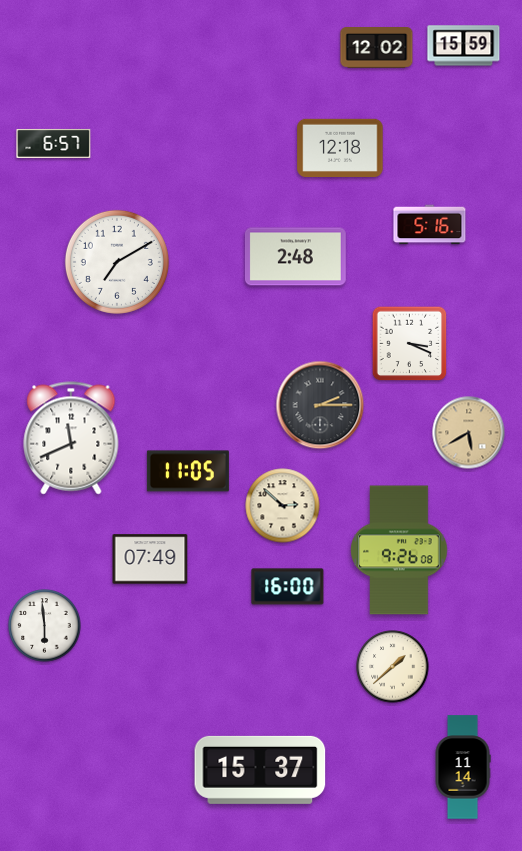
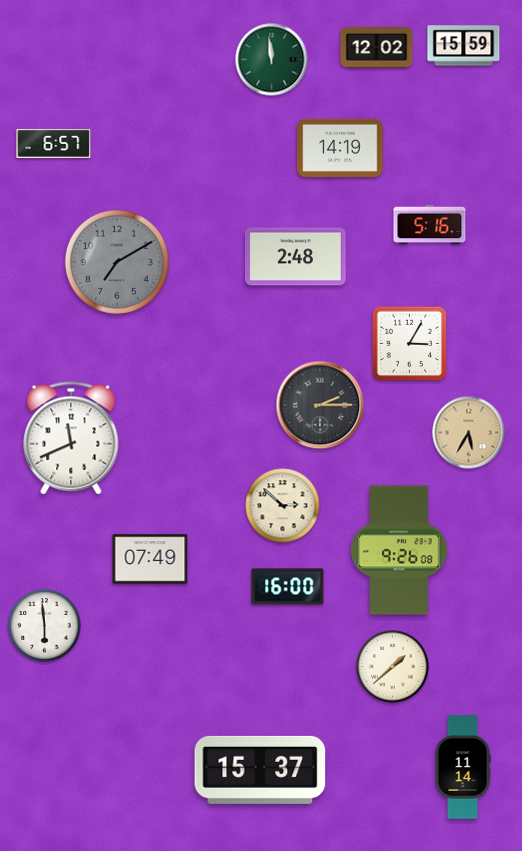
clock at (272, 60): none -> 11:59
clock at (340, 147): 12:18 -> 14:19
clock at (117, 262) dial: white -> grey
clock at (410, 344): 3:19 -> 3:05
clock at (469, 433): 5:40 -> 5:35
clock at (188, 471): 11:05 -> none
